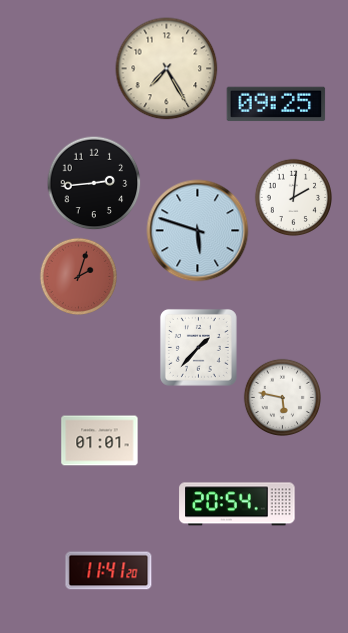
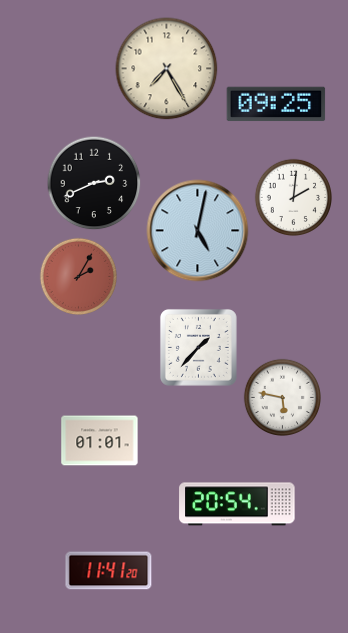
clock at (94, 183): 2:44 -> 2:41
clock at (198, 231): 5:48 -> 5:02
clock at (78, 276): 2:03 -> 2:05
